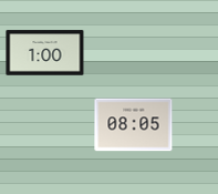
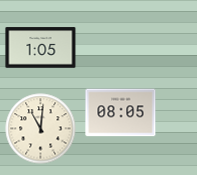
clock at (45, 53): 1:00 -> 1:05
clock at (41, 129): none -> 11:01
